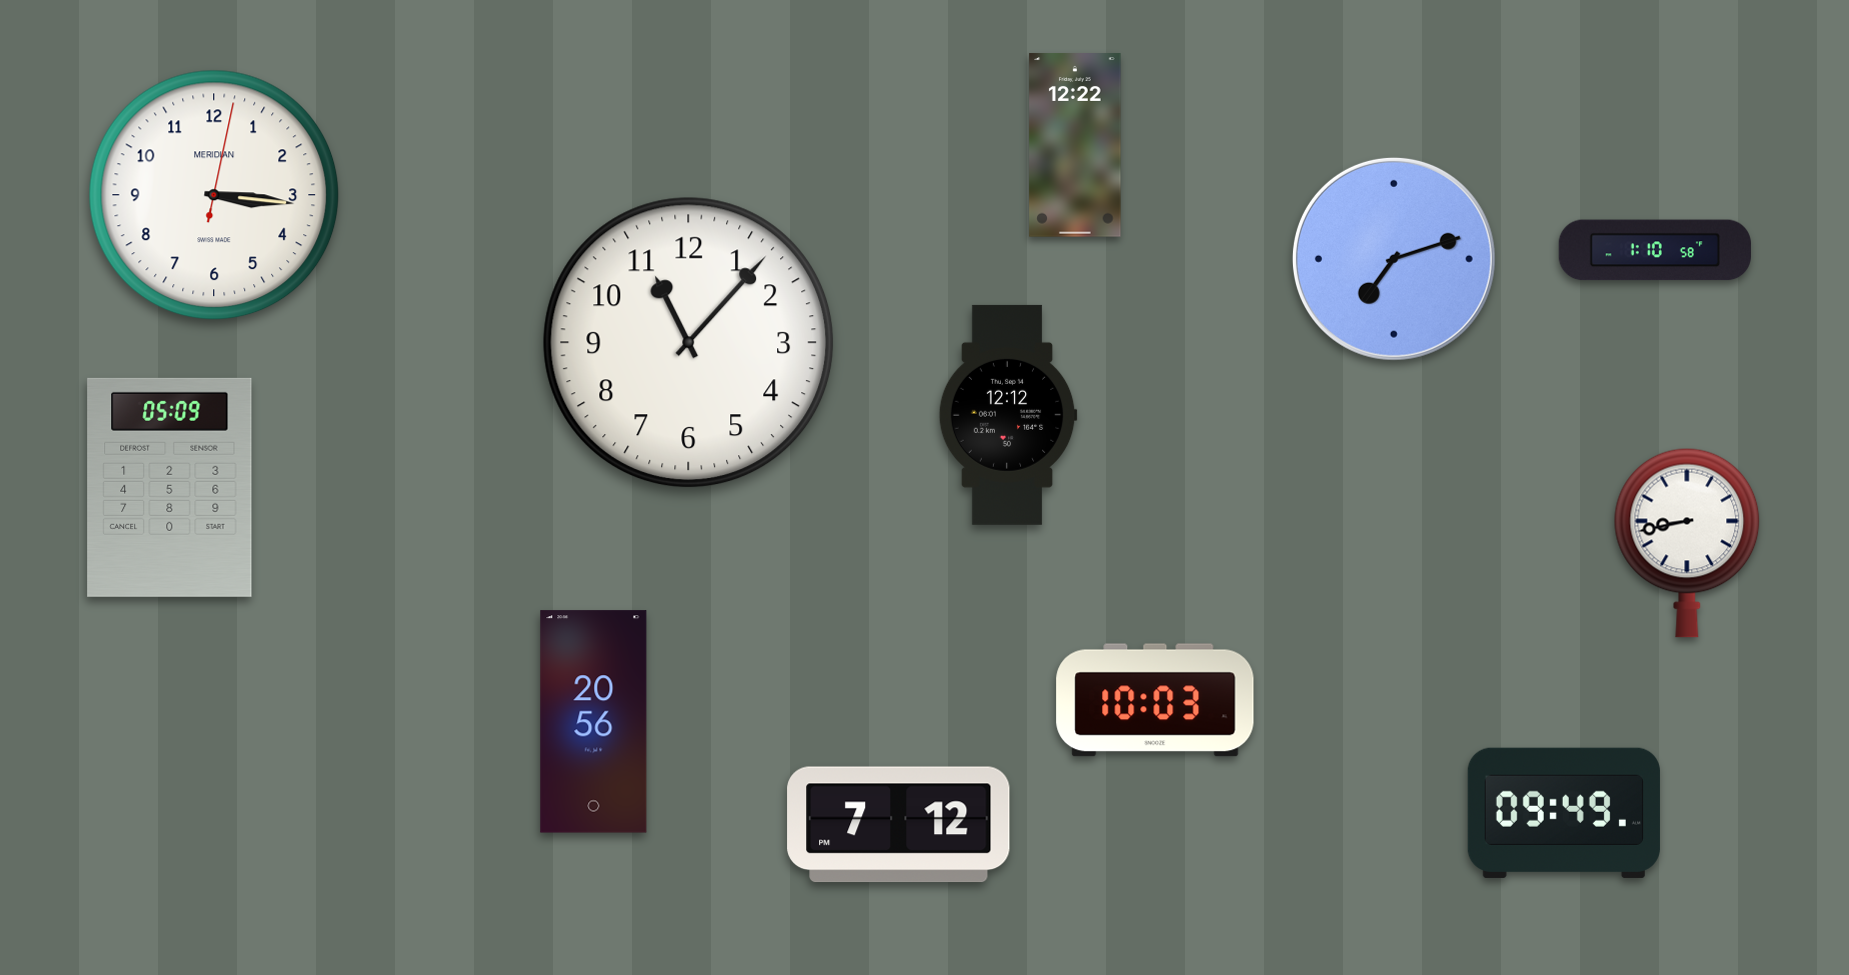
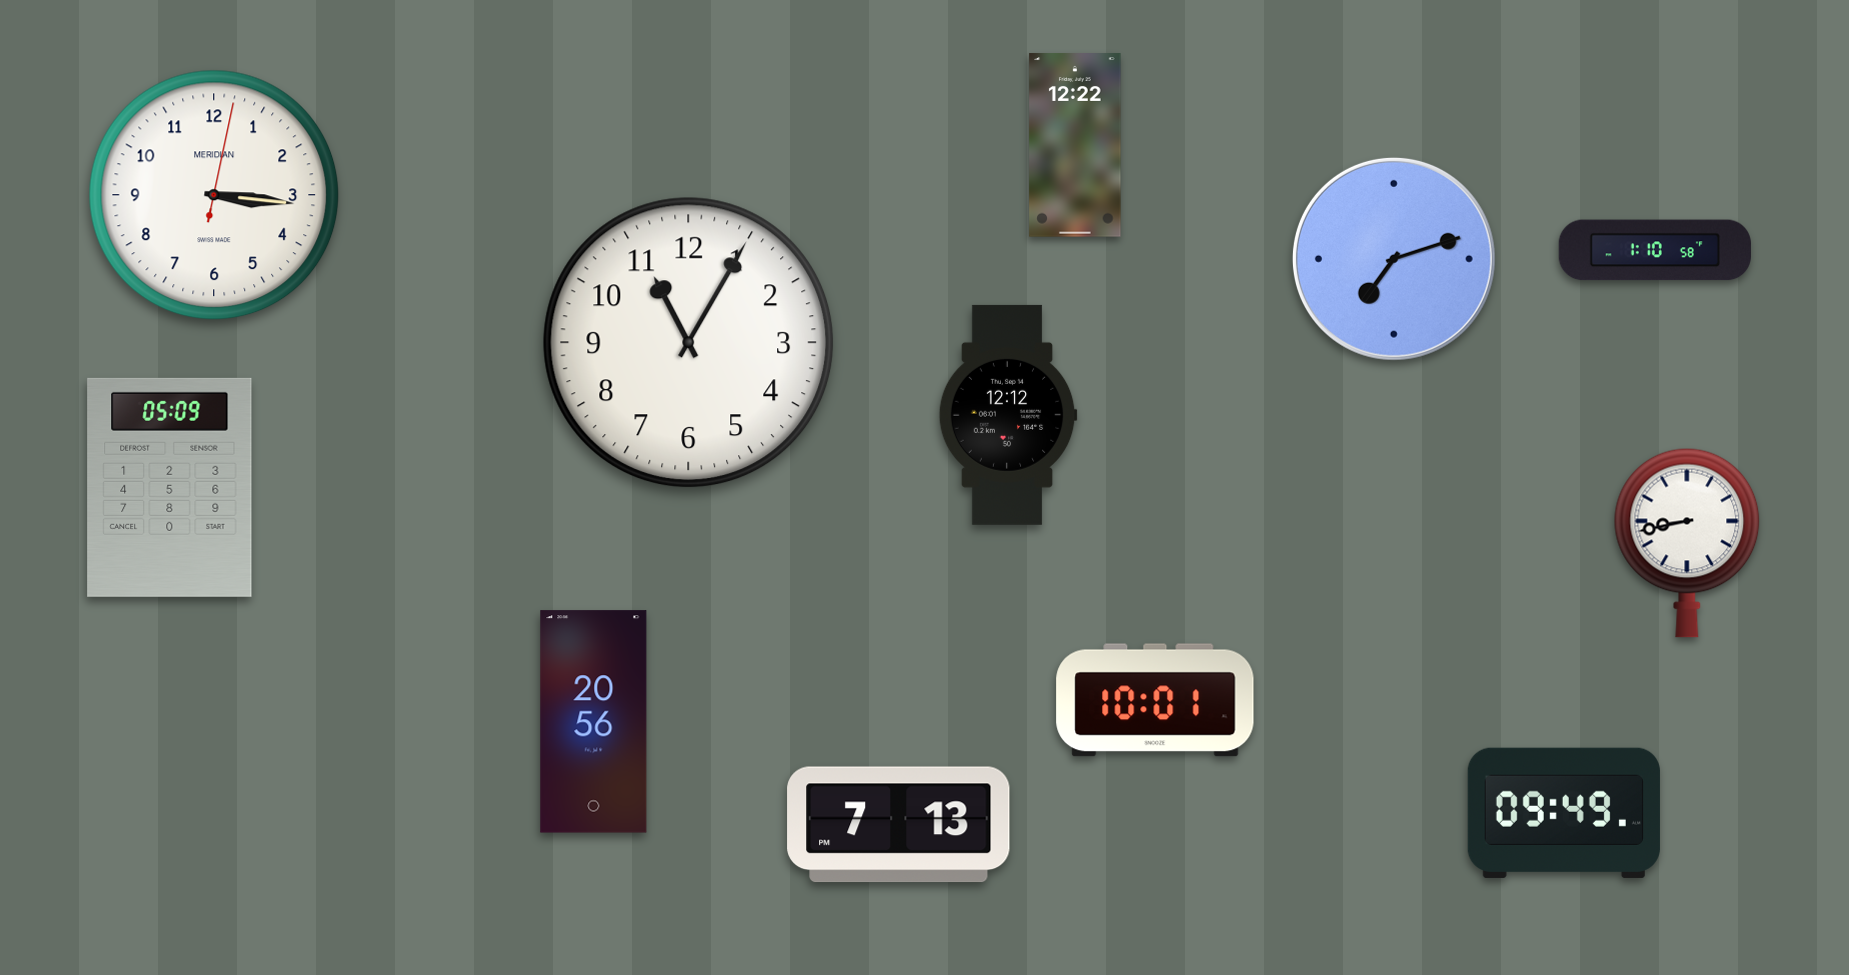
clock at (689, 343): 11:07 -> 11:05
clock at (1155, 700): 10:03 -> 10:01
clock at (899, 825): 7:12 -> 7:13
